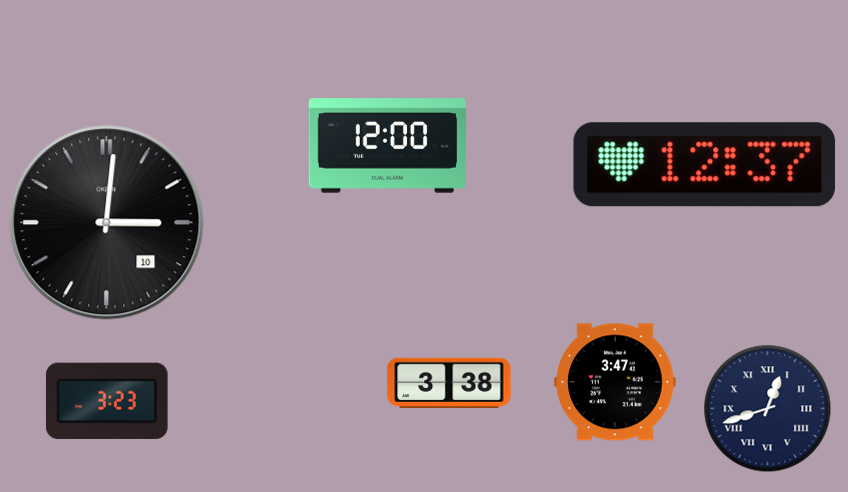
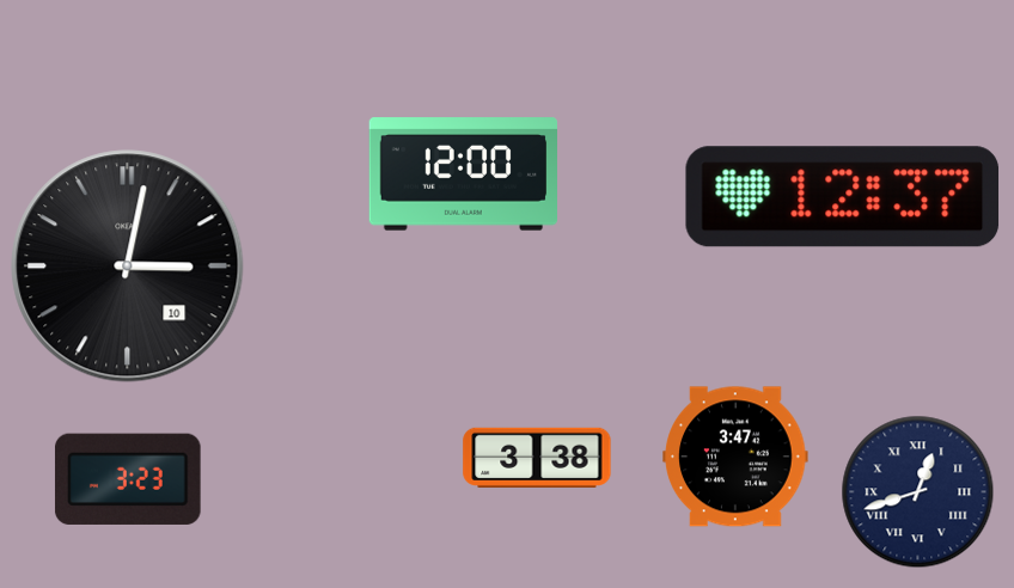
clock at (107, 223): 3:01 -> 3:02
clock at (768, 409) position: (768, 409) -> (918, 492)
